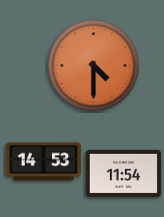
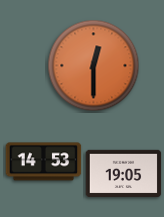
clock at (94, 66): 4:30 -> 12:30
clock at (124, 174): 11:54 -> 19:05
